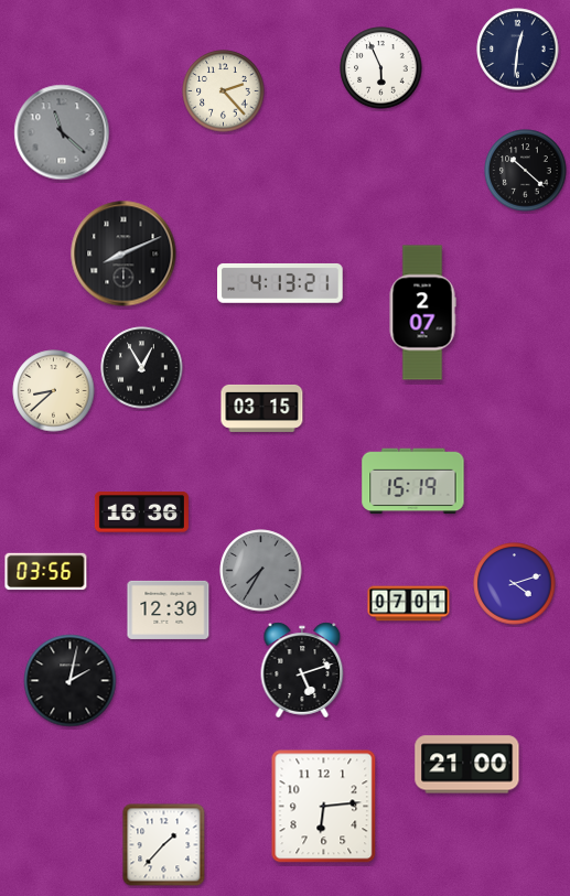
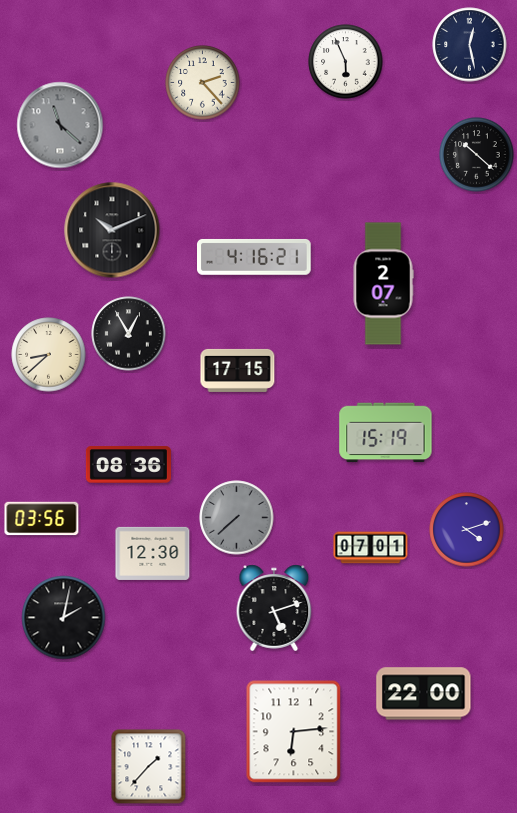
clock at (518, 50): 12:31 -> 12:28
clock at (62, 132) position: (62, 132) -> (60, 125)
clock at (123, 253): 8:11 -> 10:11
clock at (280, 283): 4:13 -> 4:16
clock at (262, 408): 03:15 -> 17:15
clock at (413, 482) position: (413, 482) -> (386, 433)
clock at (141, 512): 16:36 -> 08:36
clock at (261, 571): 7:35 -> 7:38
clock at (467, 765): 21:00 -> 22:00
